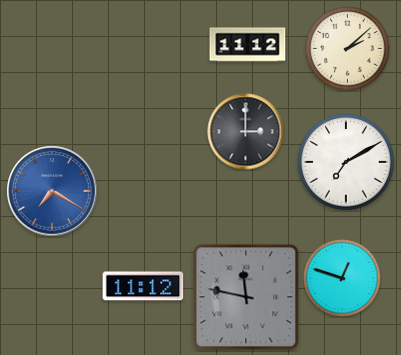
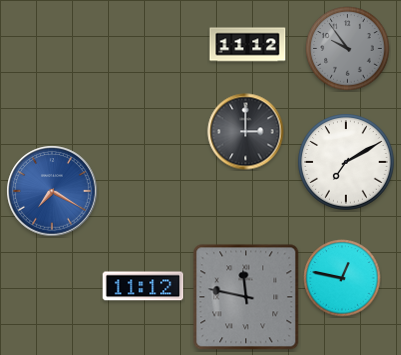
clock at (348, 49): 2:08 -> 9:54
clock at (348, 49) dial: cream -> grey
clock at (342, 278): 12:48 -> 12:47
